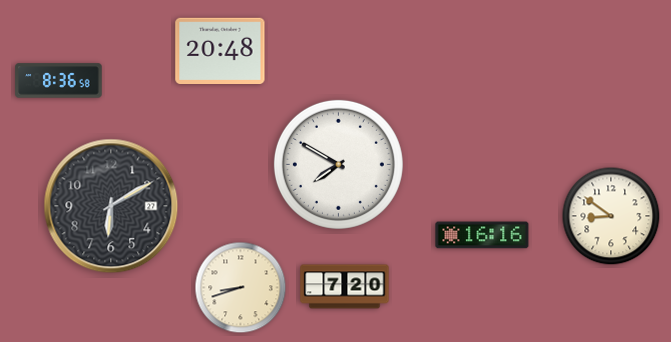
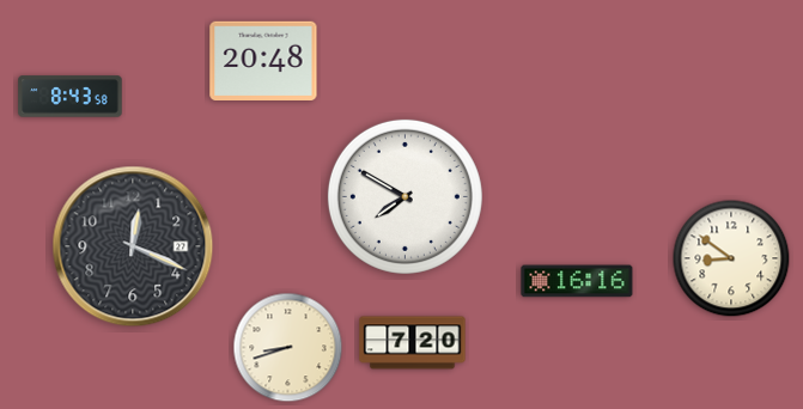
clock at (59, 81): 8:36 -> 8:43
clock at (111, 206): 6:10 -> 12:19
clock at (241, 288) position: (241, 288) -> (288, 348)
